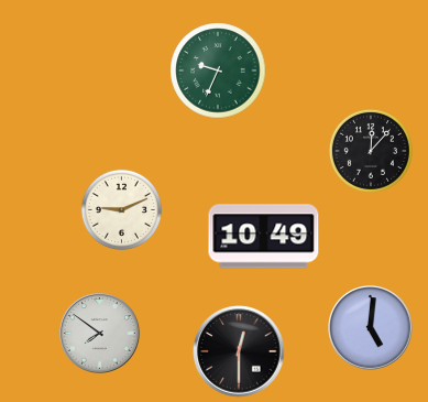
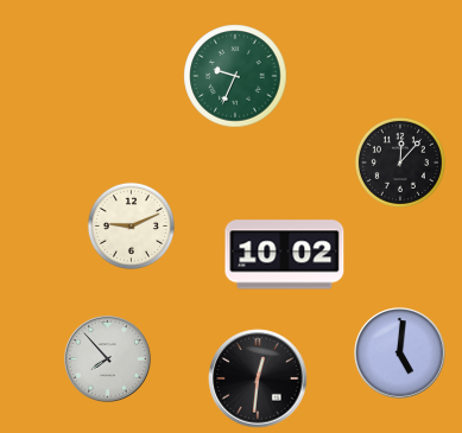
clock at (264, 237): 10:49 -> 10:02
clock at (100, 334): 7:51 -> 7:53
clock at (239, 351): 12:30 -> 12:31
